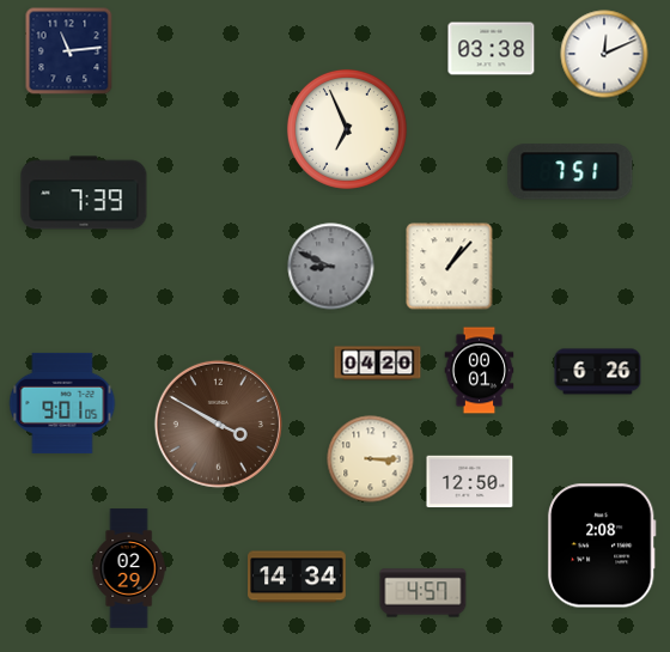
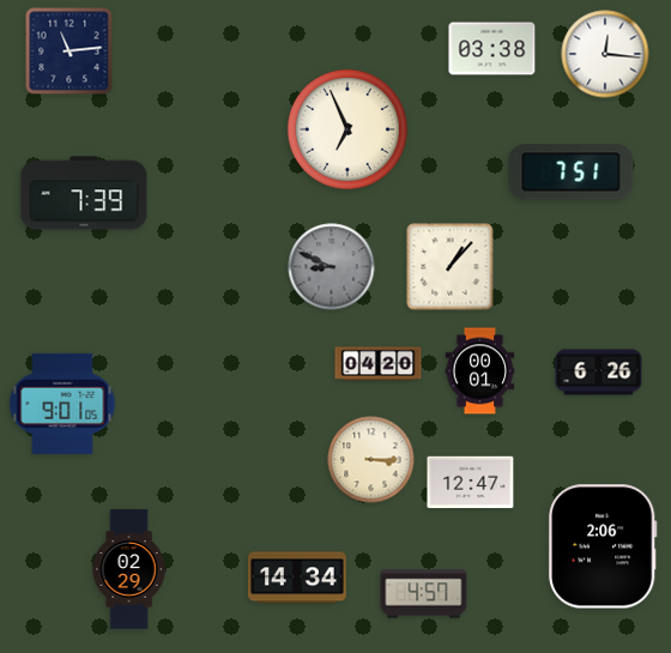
clock at (604, 54): 12:11 -> 12:16
clock at (218, 424): 3:50 -> none
clock at (470, 482): 12:50 -> 12:47
clock at (602, 546): 2:08 -> 2:06
